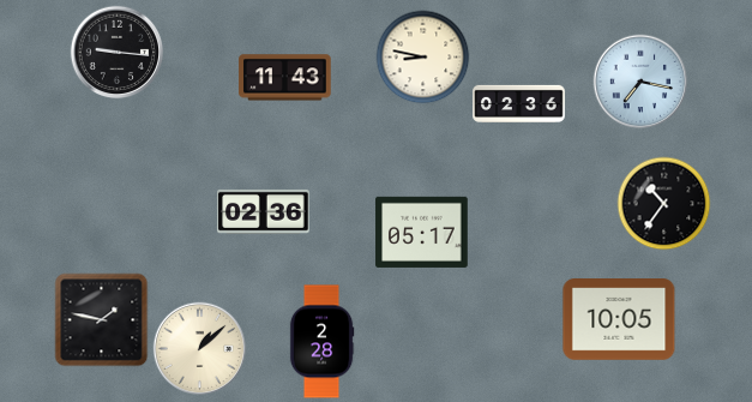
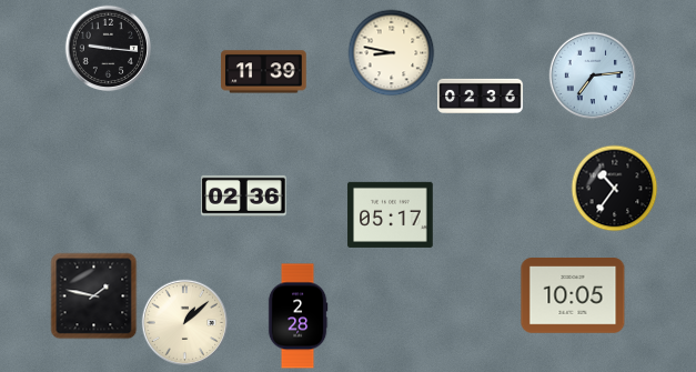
clock at (285, 78): 11:43 -> 11:39
clock at (640, 82): 7:17 -> 7:14
